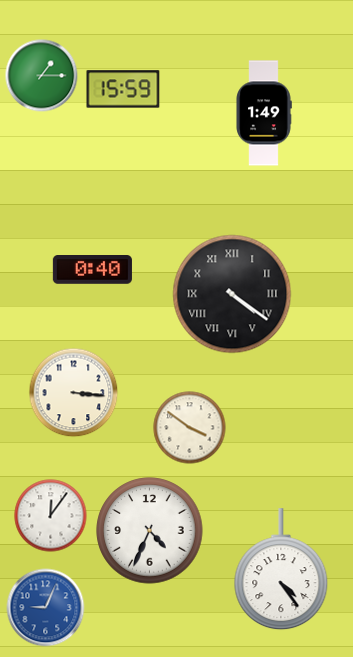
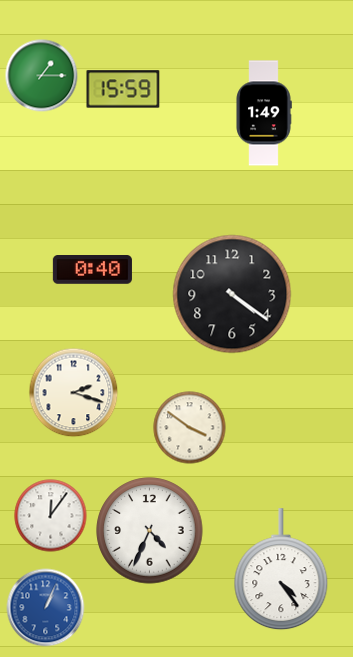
clock at (232, 294) numerals: Roman -> Arabic
clock at (74, 393): 3:16 -> 2:18
clock at (46, 608): 9:04 -> 1:04
